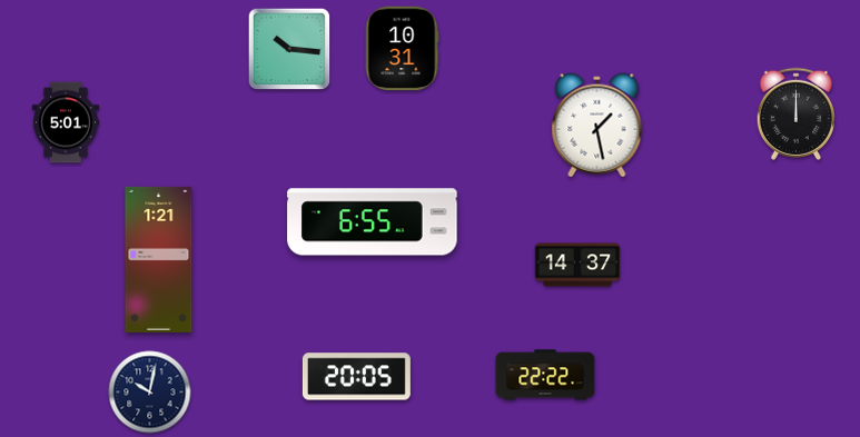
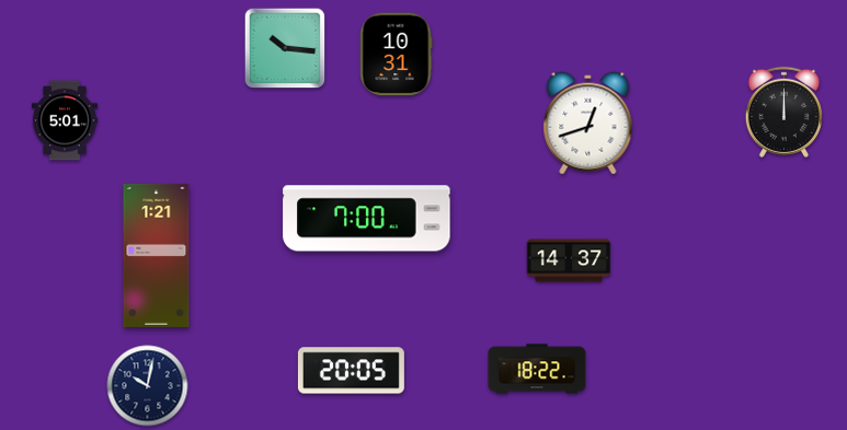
clock at (402, 49) position: (402, 49) -> (396, 55)
clock at (597, 126): 1:28 -> 12:42
clock at (373, 222): 6:55 -> 7:00
clock at (545, 375): 22:22 -> 18:22
